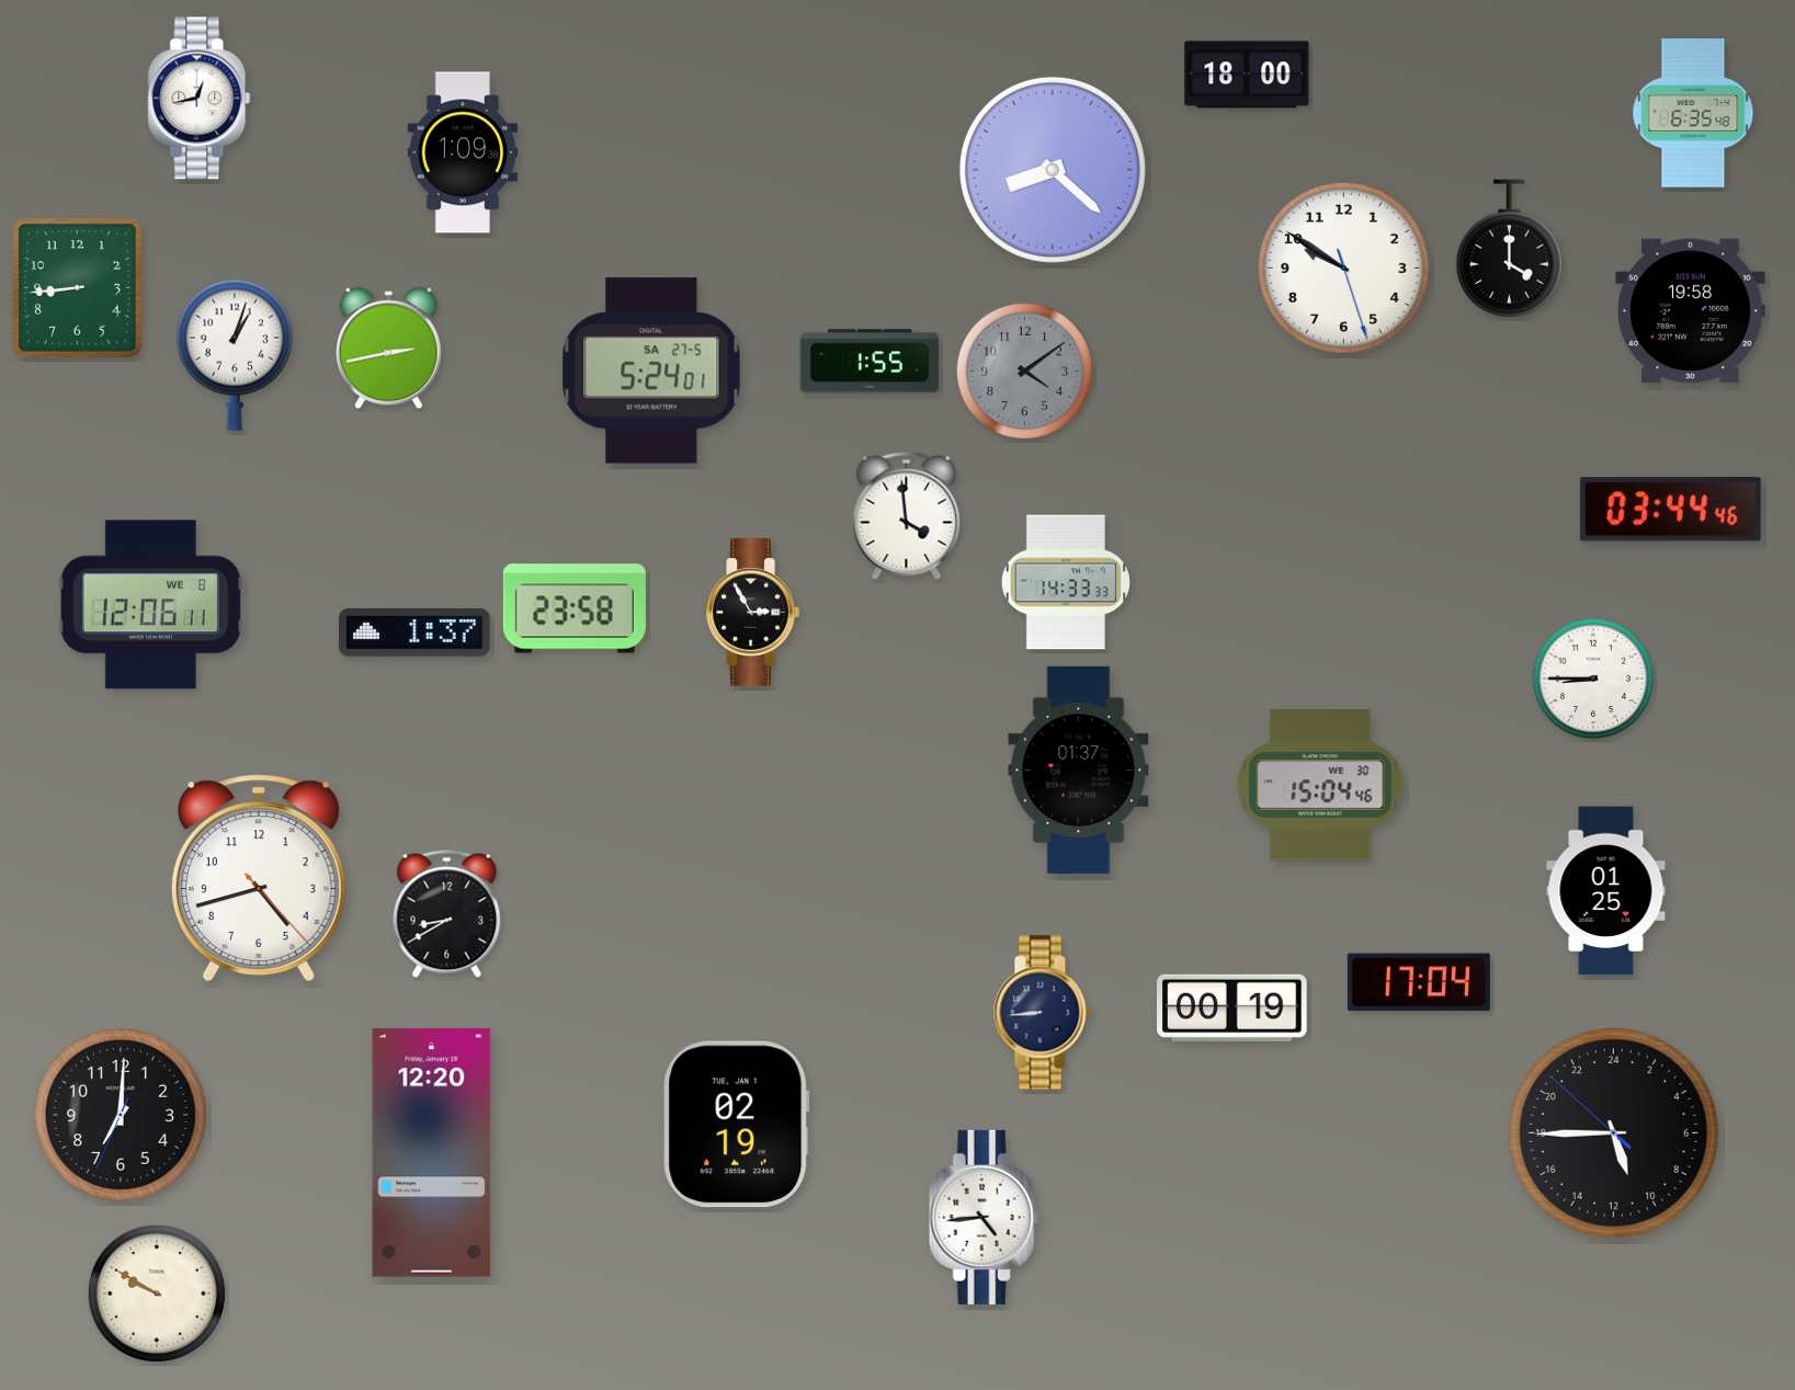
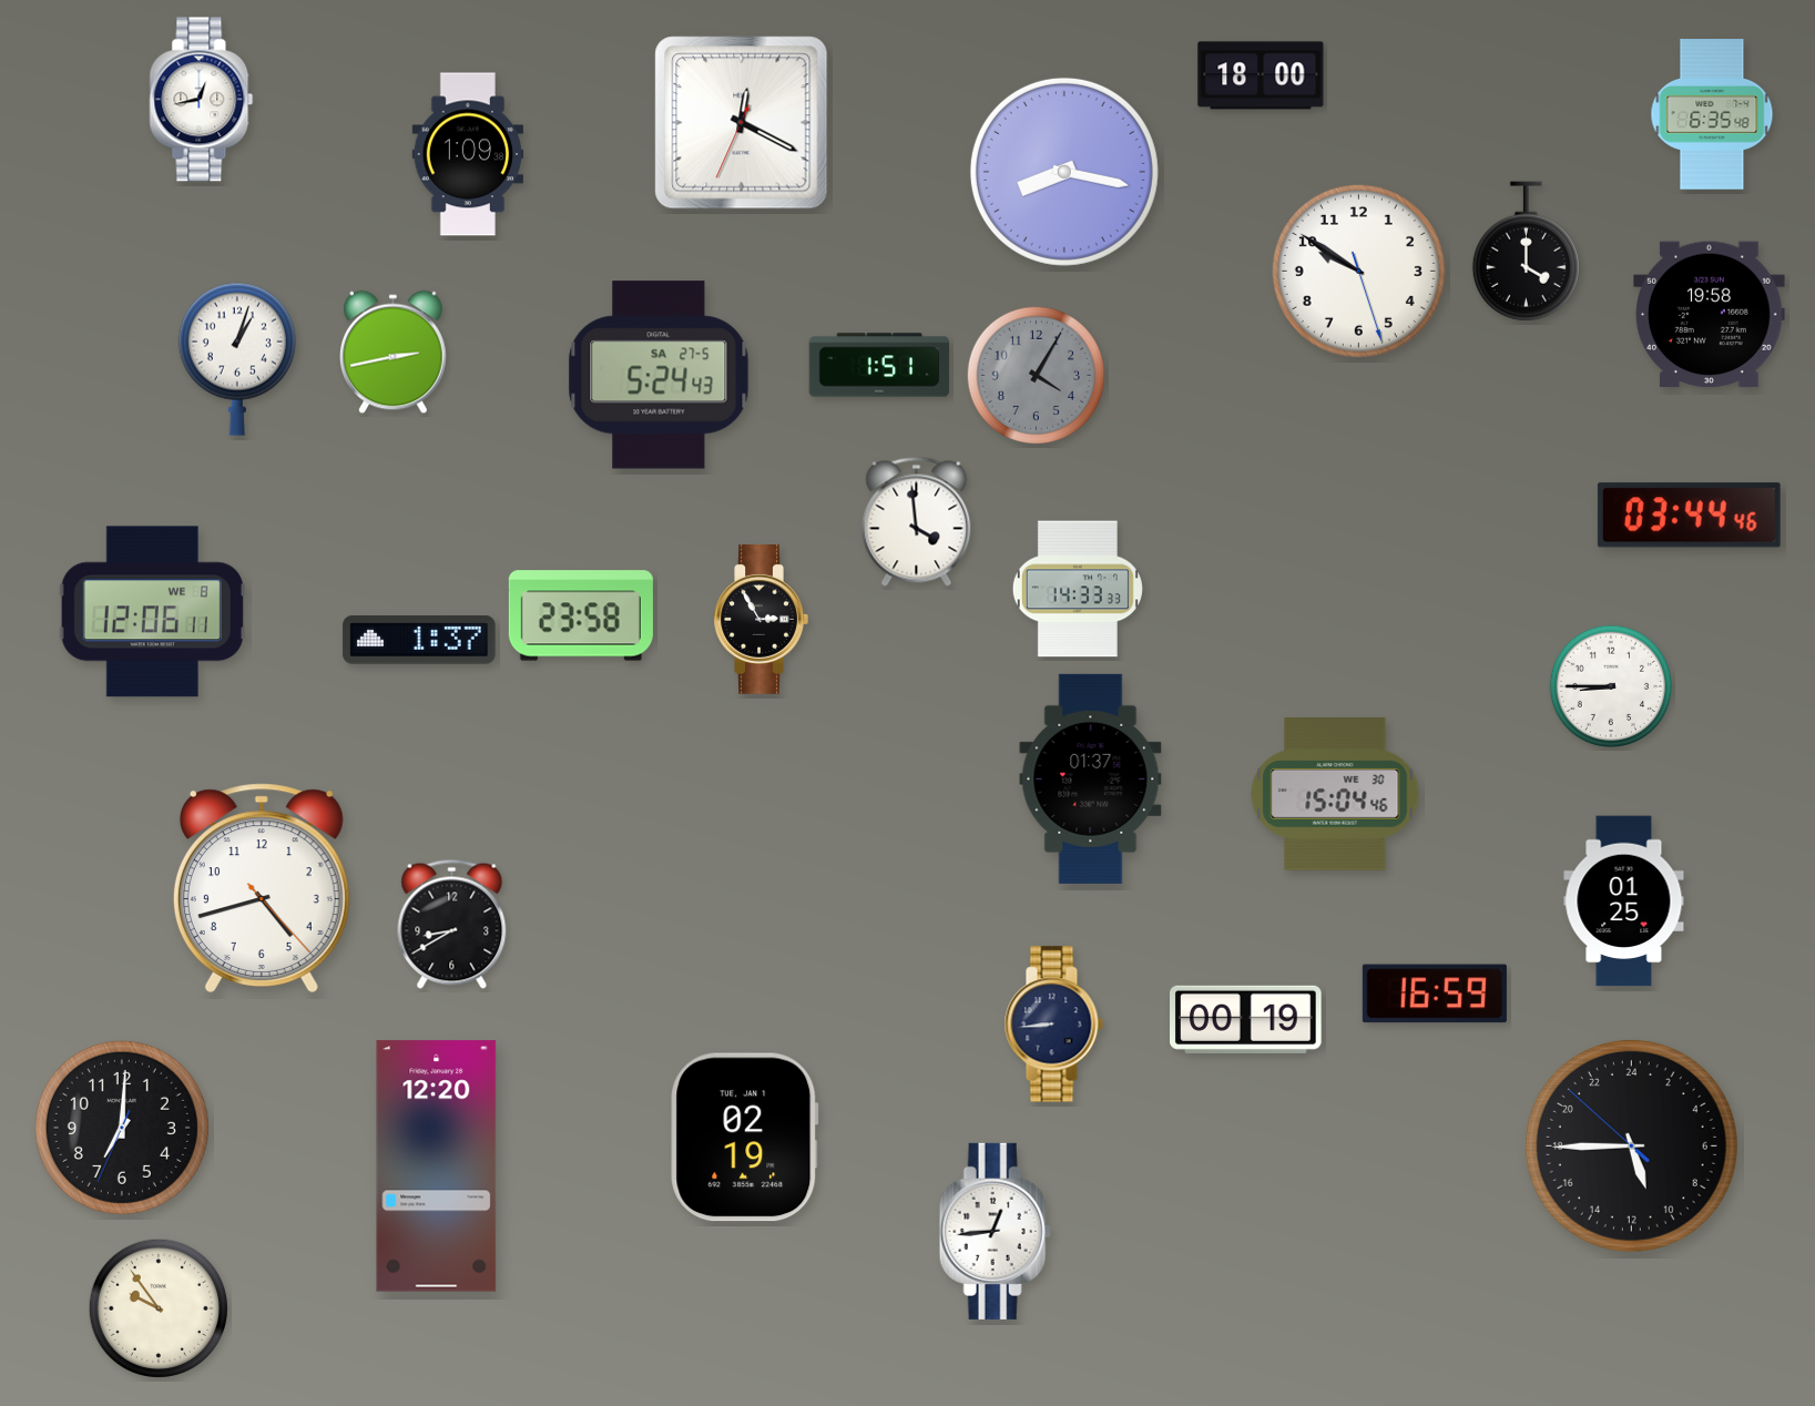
clock at (742, 123): none -> 12:19
clock at (1053, 170): 8:22 -> 8:17
clock at (78, 288): 8:44 -> none
clock at (870, 361): 1:55 -> 1:51
clock at (651, 371): 5:24:01 -> 5:24:43
clock at (1024, 371): 4:09 -> 4:05
clock at (1419, 982): 17:04 -> 16:59
clock at (984, 1217): 4:44 -> 12:44
clock at (157, 1294): 9:50 -> 9:54
